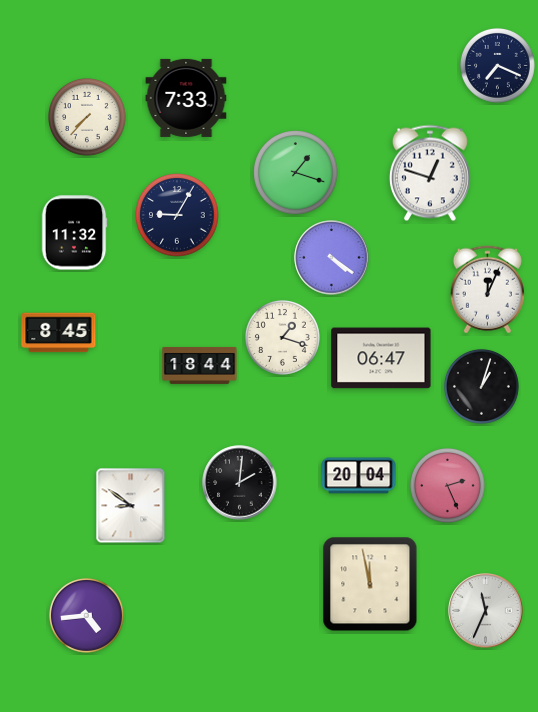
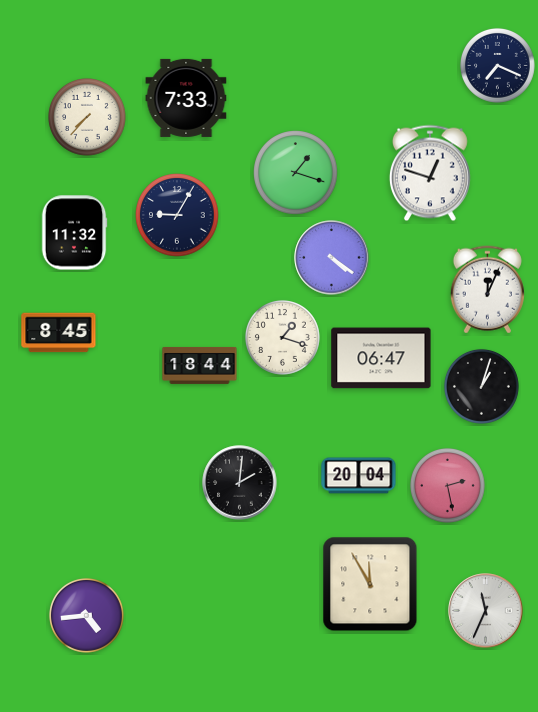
clock at (447, 485): 2:26 -> 2:28
clock at (131, 506): 8:51 -> none
clock at (370, 584): 11:58 -> 11:55
